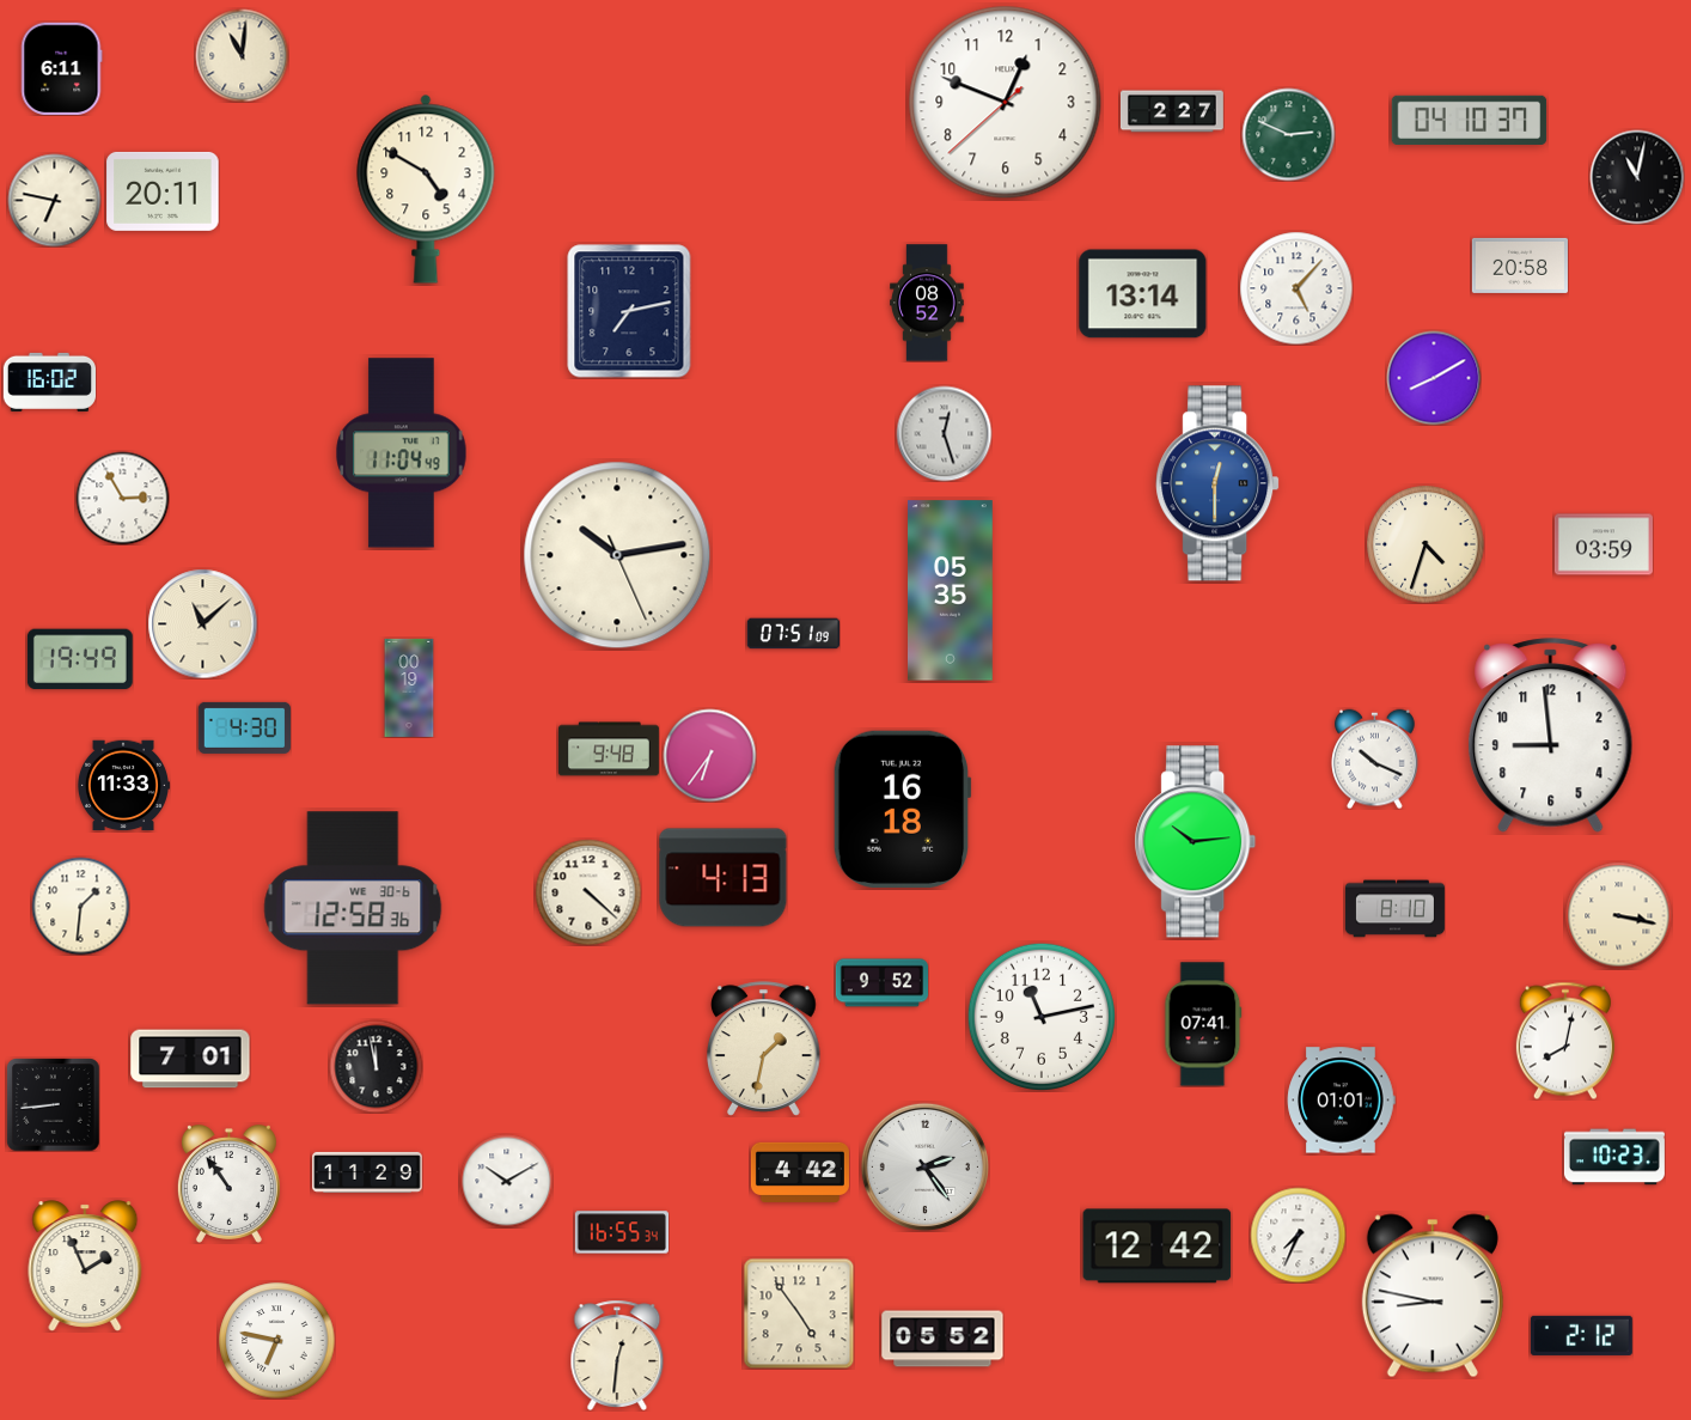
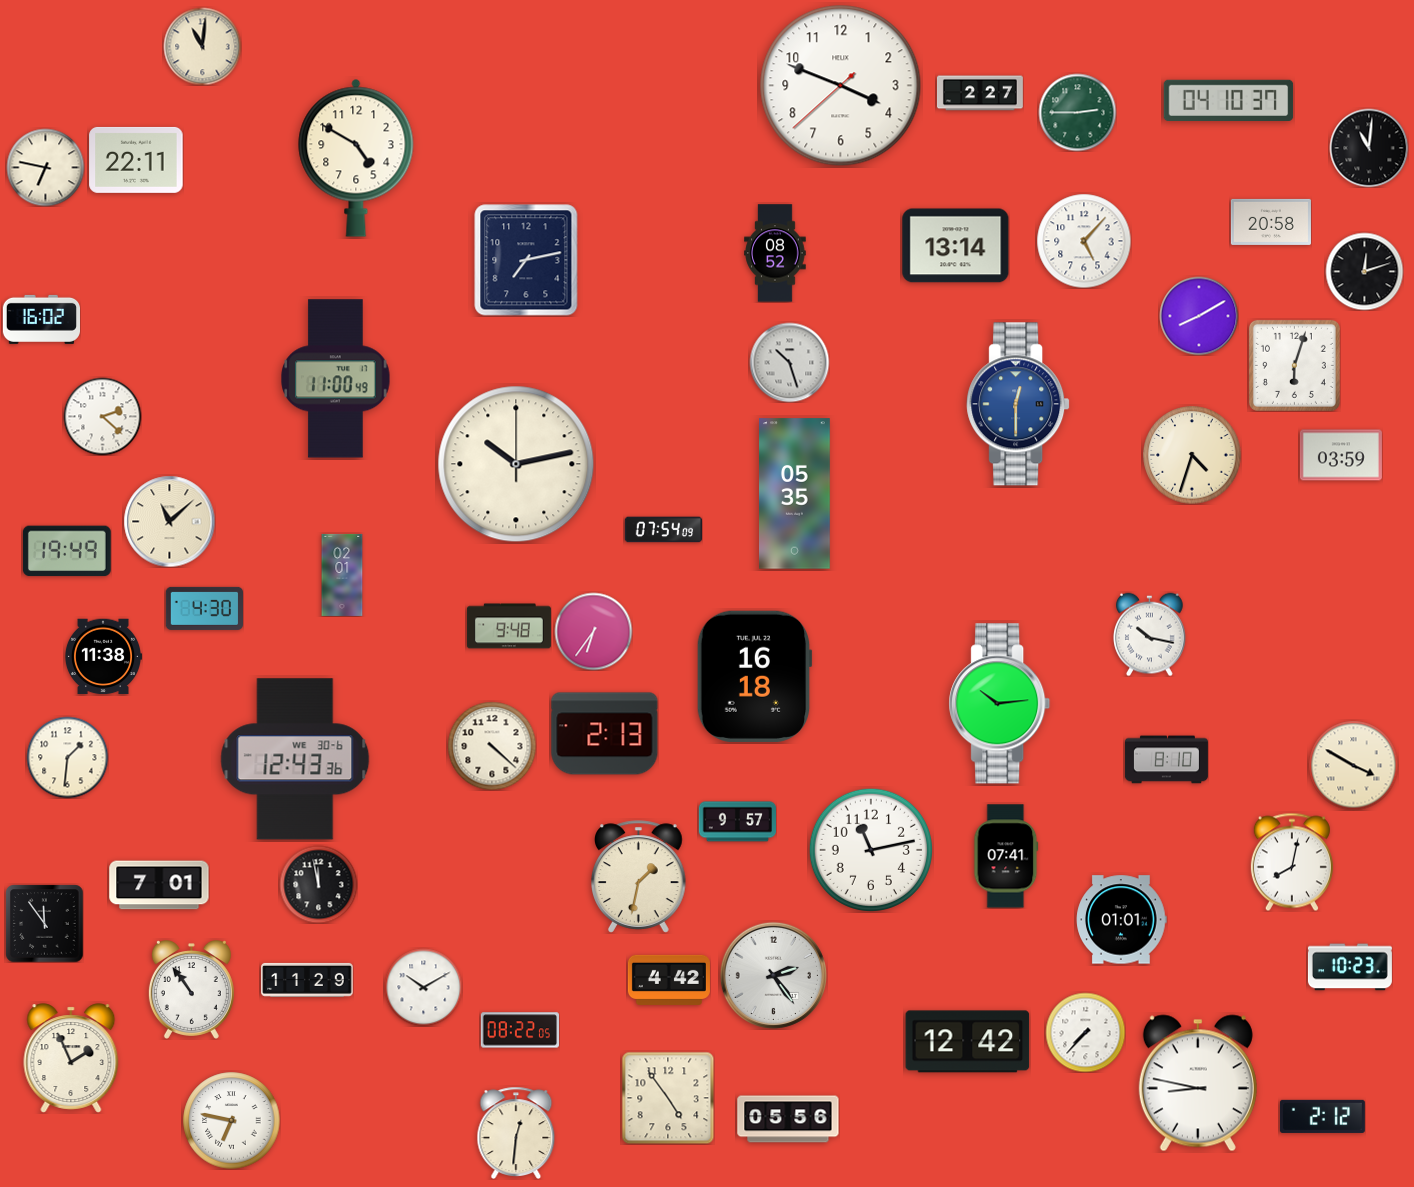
clock at (62, 68): 6:11 -> none
clock at (1006, 103): 12:48 -> 3:48
clock at (1288, 134): 2:49 -> 2:45
clock at (1637, 177): 11:02 -> 11:01
clock at (163, 191): 20:11 -> 22:11
clock at (1364, 271): none -> 12:12
clock at (944, 433): 12:27 -> 10:27
clock at (1294, 365): none -> 6:03
clock at (402, 453): 11:04 -> 11:00
clock at (122, 498): 2:55 -> 2:22
clock at (617, 555): 10:13:26 -> 10:13:00
clock at (793, 634): 07:51 -> 07:54
clock at (409, 688): 00:19 -> 02:01
clock at (1551, 736): 8:59 -> none
clock at (1375, 758): 10:19 -> 10:17
clock at (123, 786): 11:33 -> 11:38
clock at (724, 878): 4:13 -> 2:13
clock at (353, 908): 12:58 -> 12:43
clock at (1618, 915): 3:17 -> 3:50
clock at (881, 983): 9:52 -> 9:57
clock at (1565, 1041) position: (1565, 1041) -> (1292, 862)
clock at (376, 1066) position: (376, 1066) -> (318, 884)
clock at (53, 1104): 8:44 -> 11:54
clock at (621, 1232): 16:55 -> 08:22
clock at (1298, 1235): 7:34 -> 7:37
clock at (942, 1339): 05:52 -> 05:56
